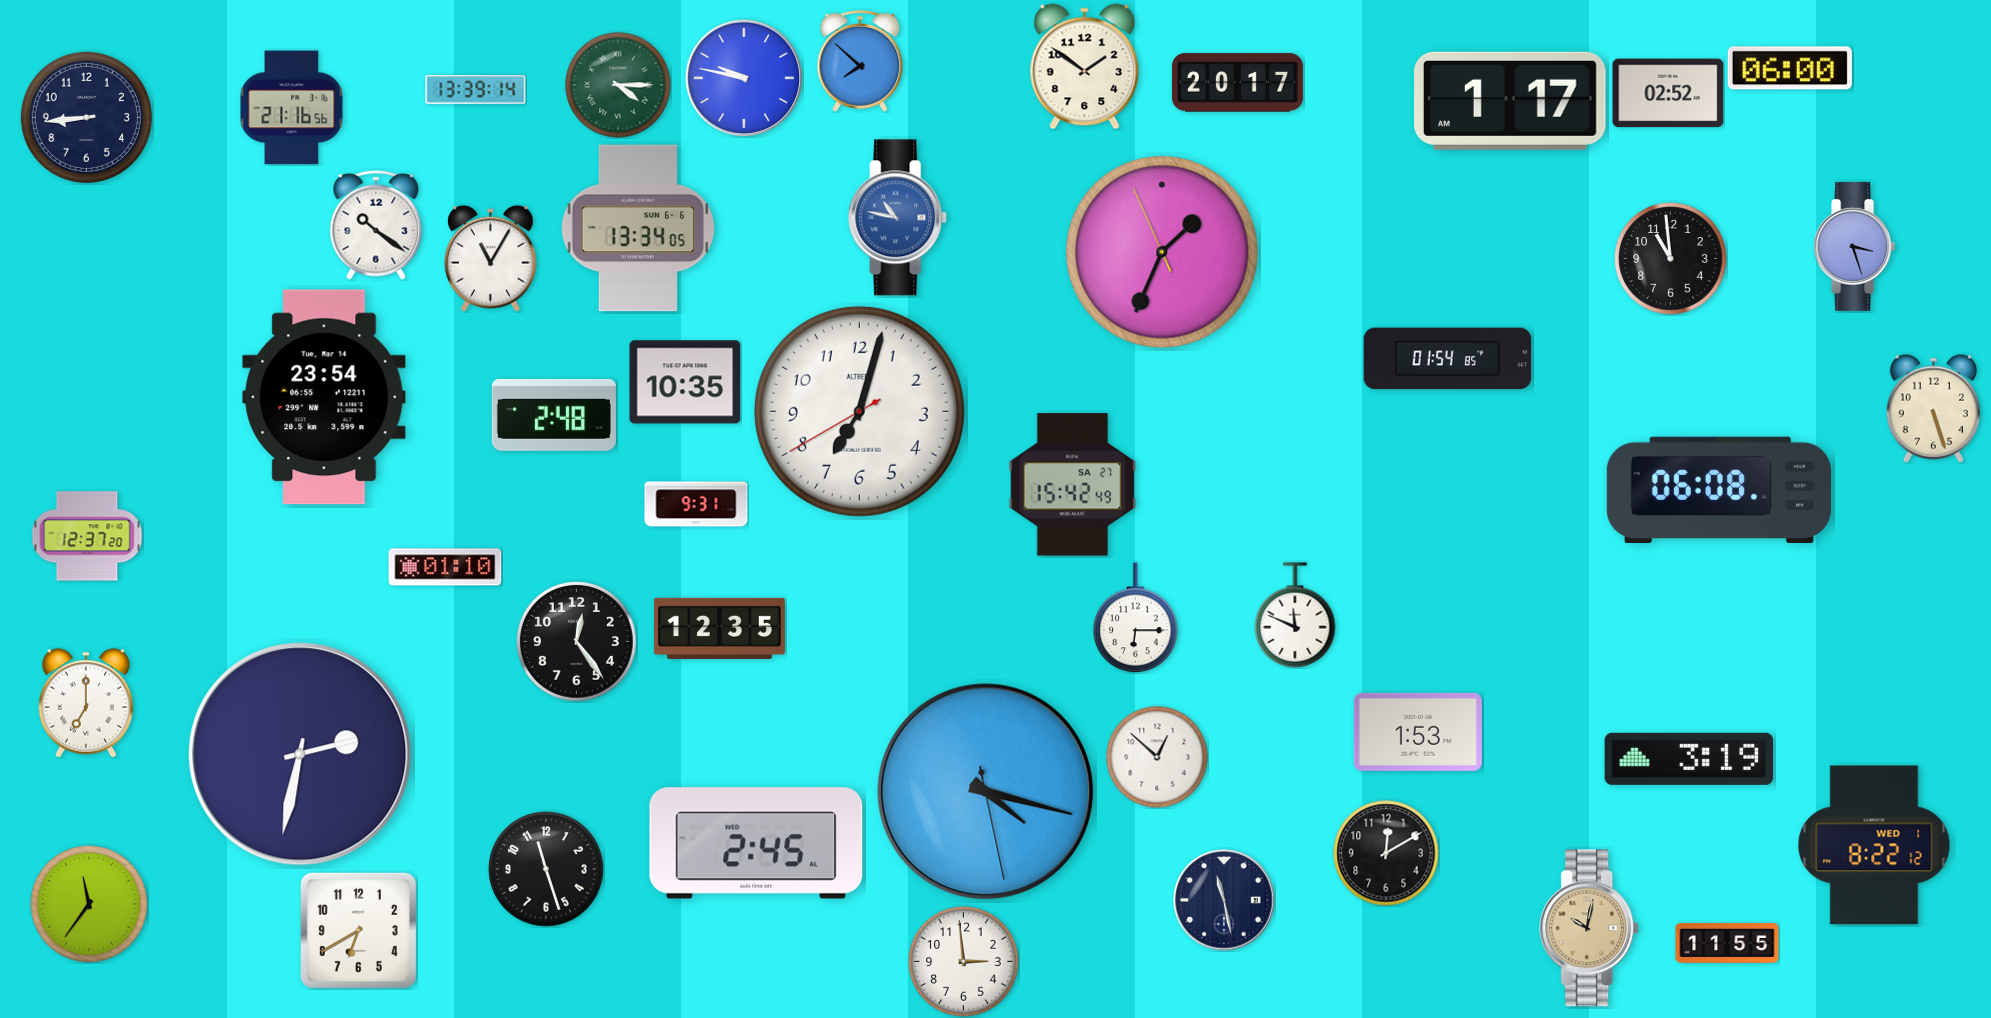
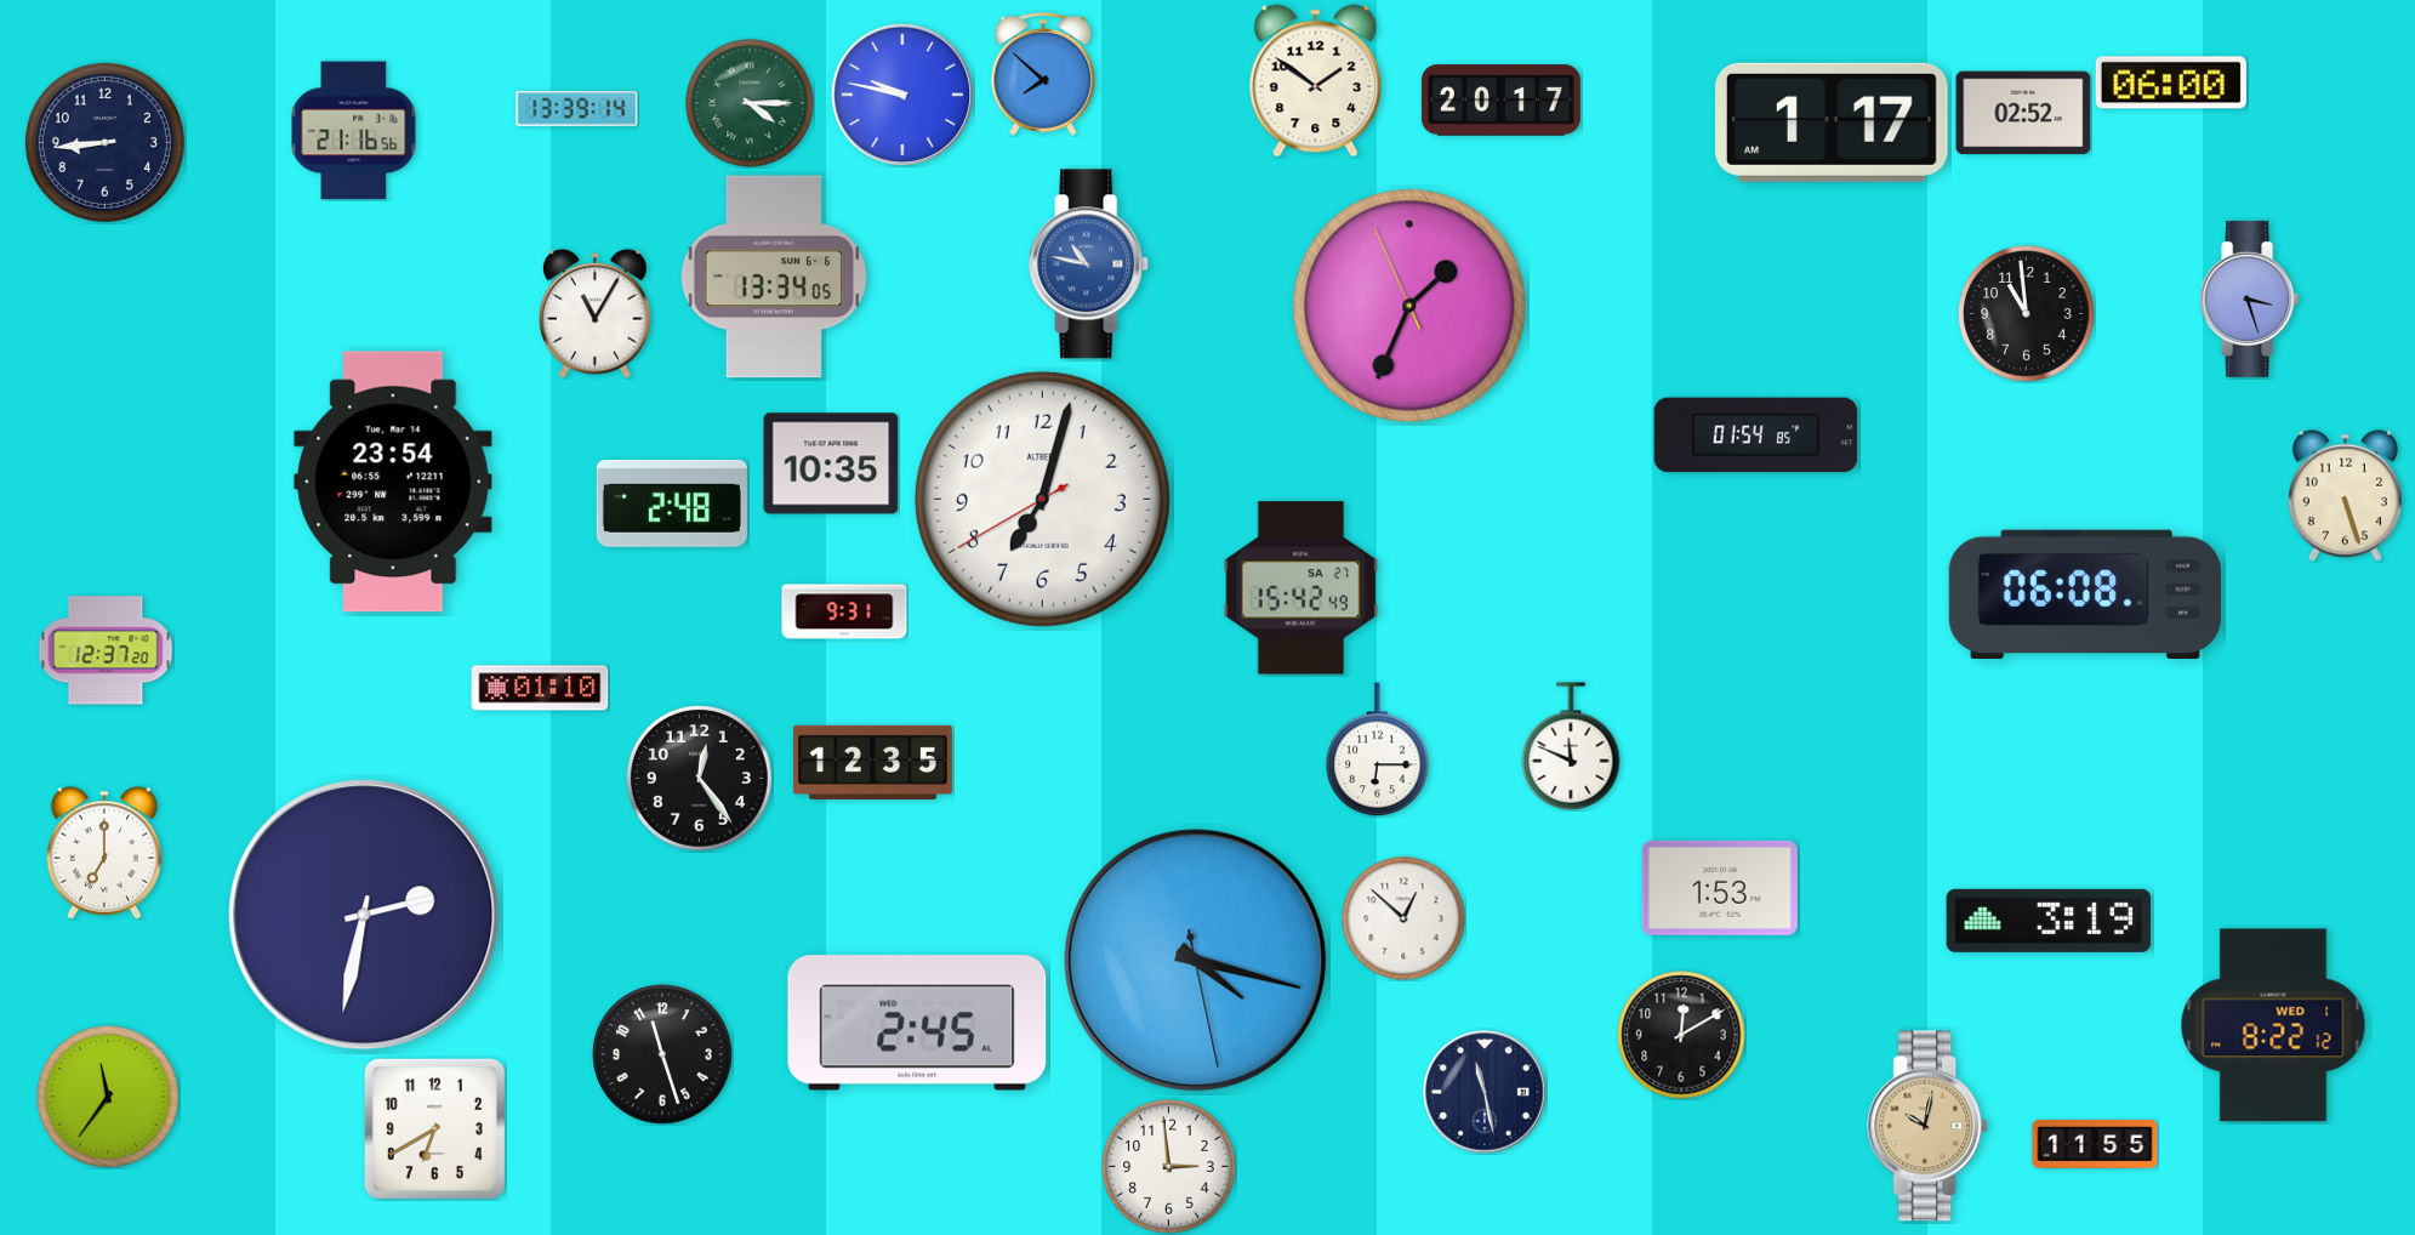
clock at (376, 225): 10:21 -> none
